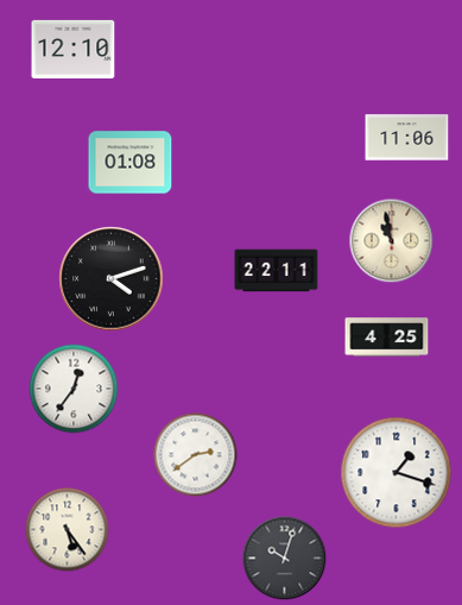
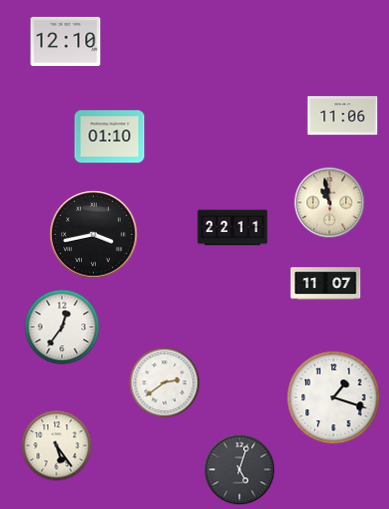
clock at (74, 49) position: (74, 49) -> (66, 41)
clock at (131, 163): 01:08 -> 01:10
clock at (112, 279): 4:12 -> 3:43
clock at (387, 338): 4:25 -> 11:07
clock at (285, 559): 10:03 -> 5:03
